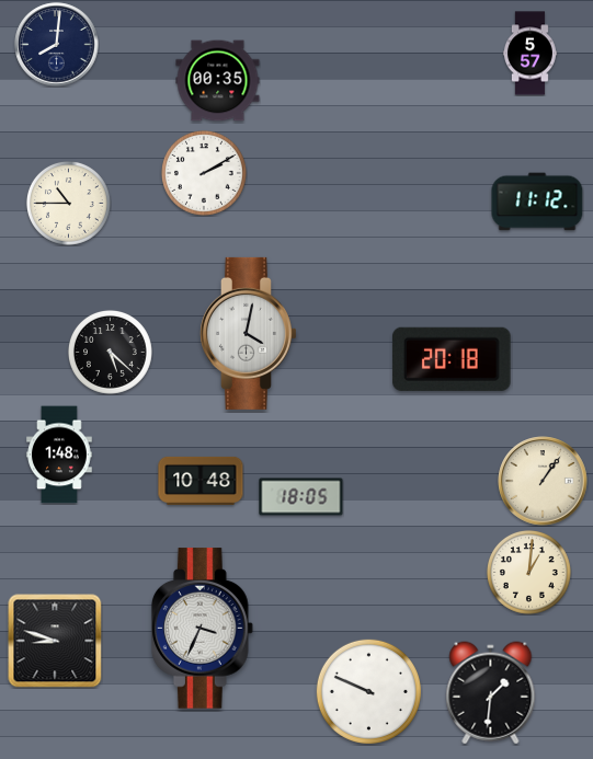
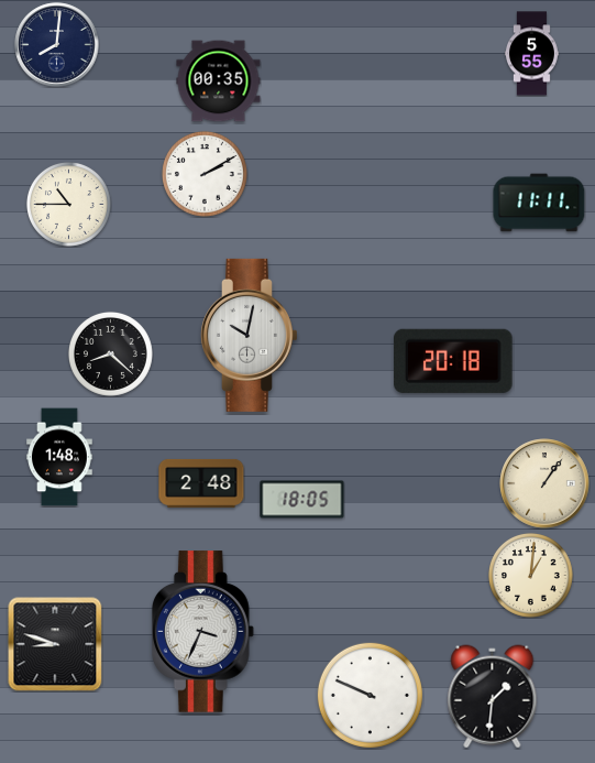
clock at (531, 54): 5:57 -> 5:55
clock at (537, 202): 11:12 -> 11:11
clock at (248, 333): 4:02 -> 10:02
clock at (110, 352): 5:22 -> 8:22
clock at (201, 481): 10:48 -> 2:48
